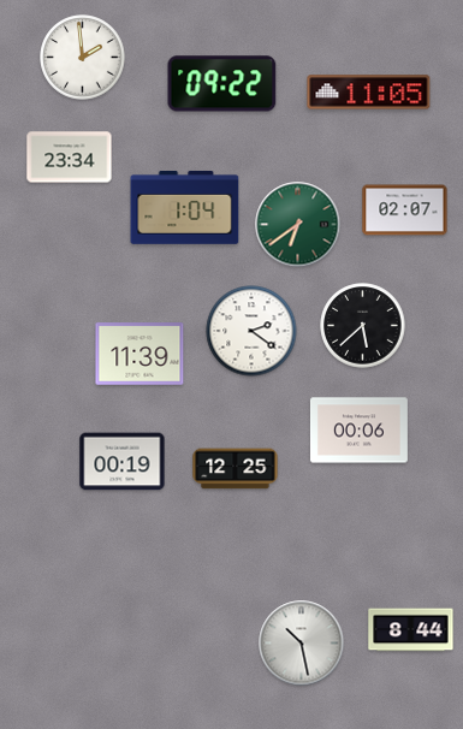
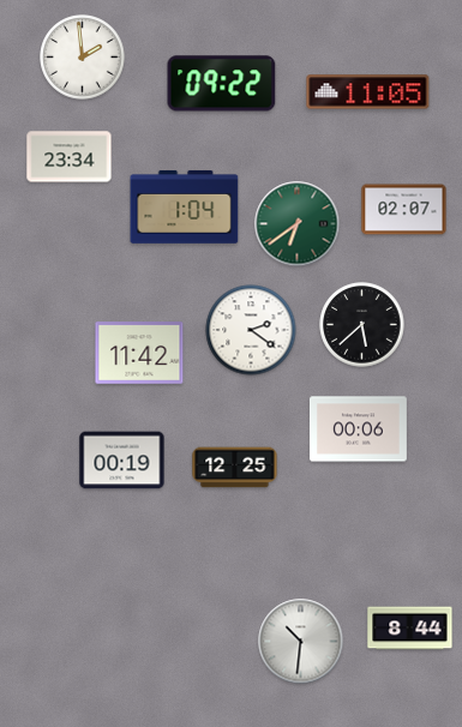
clock at (140, 354): 11:39 -> 11:42
clock at (302, 644): 10:28 -> 10:31
